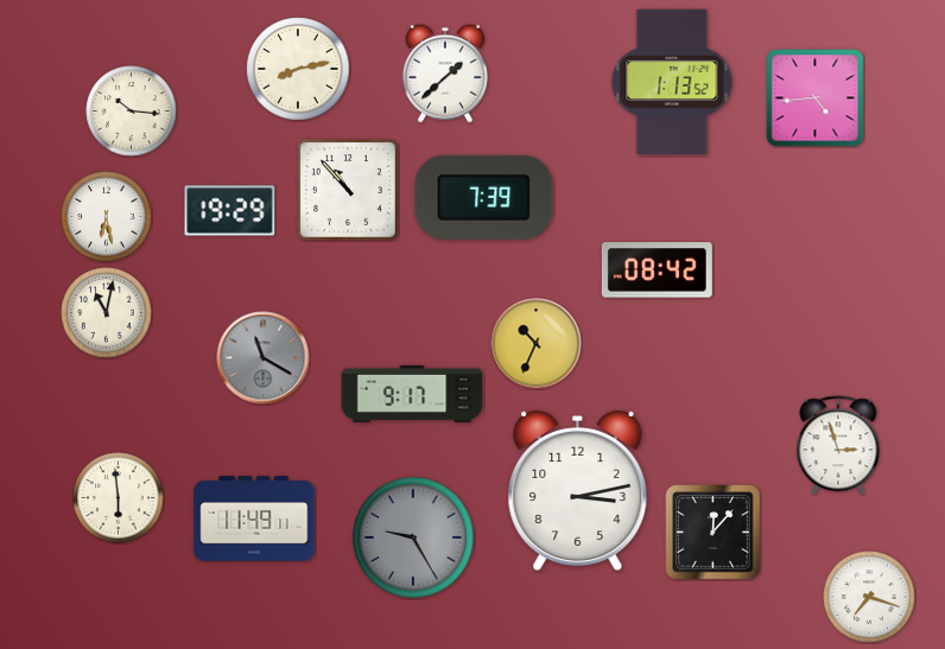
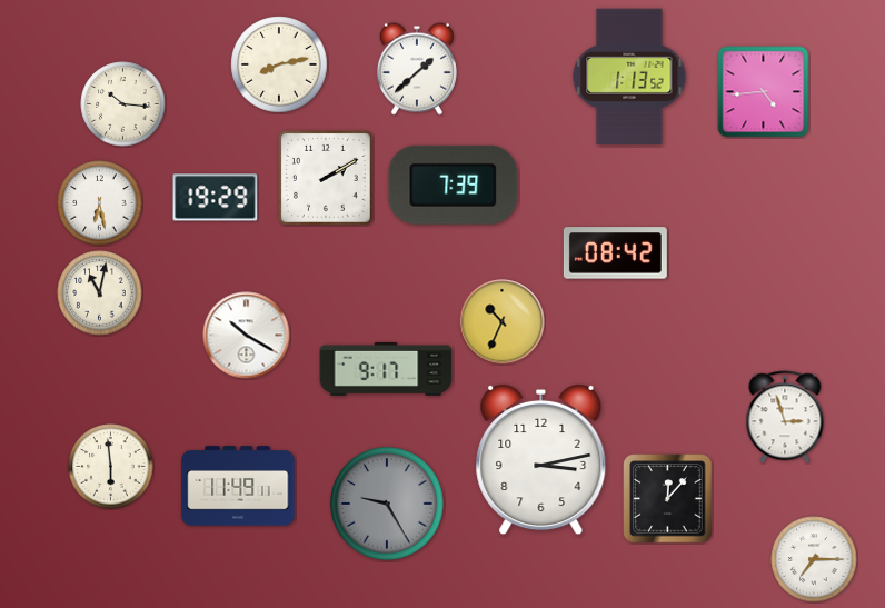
clock at (349, 191): 10:53 -> 2:10
clock at (264, 358): 11:20 -> 10:20
clock at (264, 358) dial: grey -> white
clock at (869, 597): 7:18 -> 7:15
